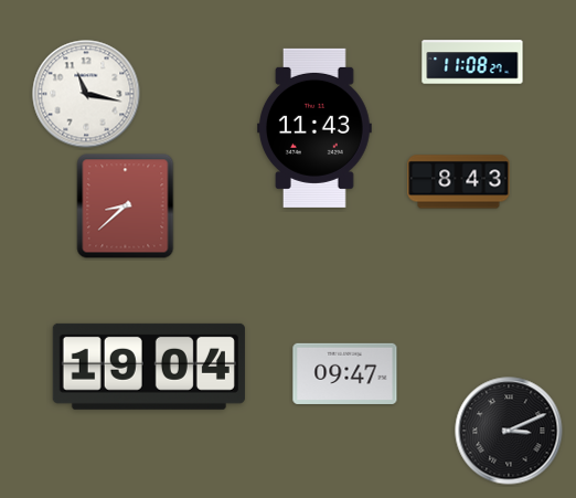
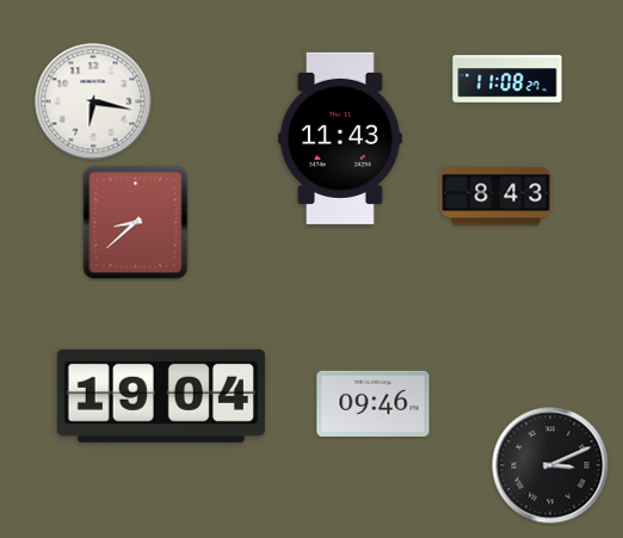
clock at (472, 62) position: (472, 62) -> (507, 79)
clock at (86, 94): 11:17 -> 6:17
clock at (345, 373): 09:47 -> 09:46
